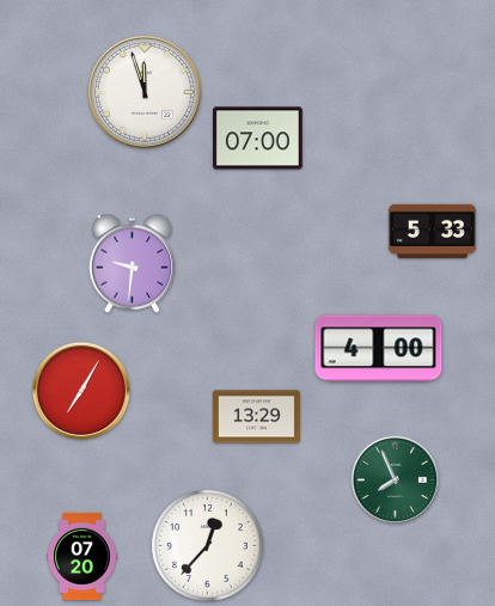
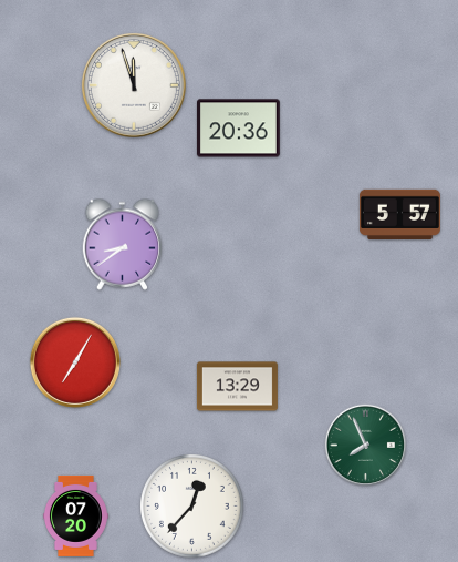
clock at (258, 139): 07:00 -> 20:36
clock at (432, 231): 5:33 -> 5:57
clock at (133, 263): 9:31 -> 8:39
clock at (379, 349): 4:00 -> none
